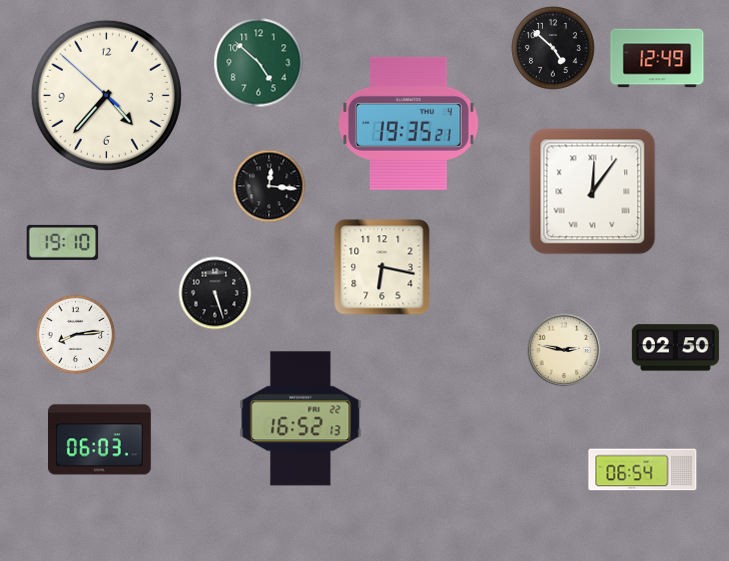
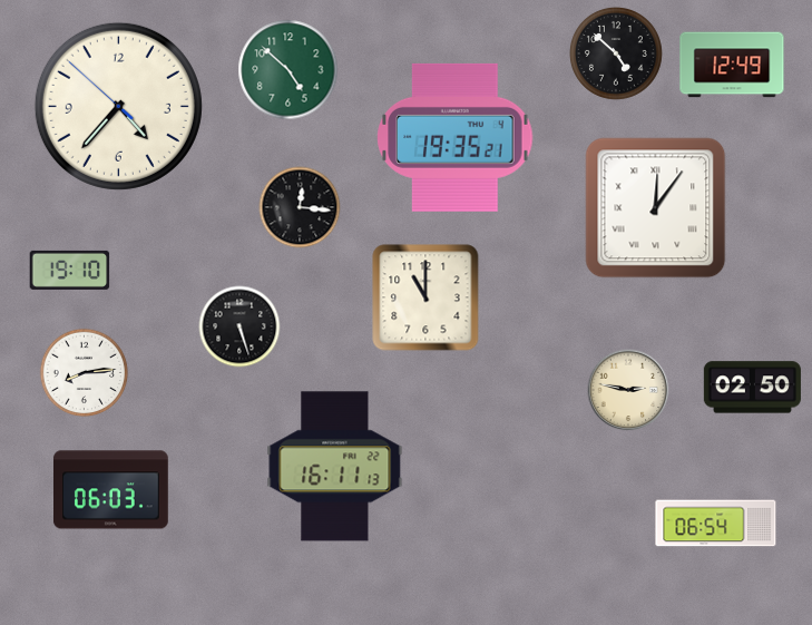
clock at (593, 192) position: (593, 192) -> (656, 208)
clock at (382, 267): 6:17 -> 11:00
clock at (301, 419): 16:52 -> 16:11
